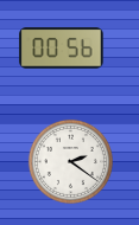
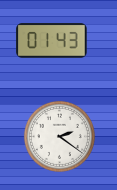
clock at (62, 49): 00:56 -> 01:43
